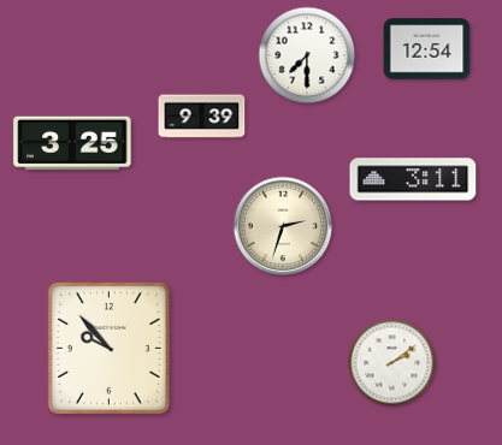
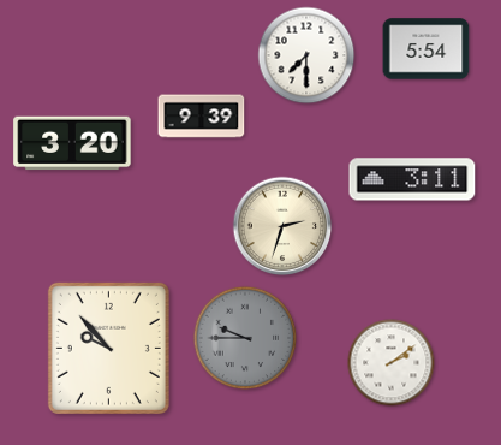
clock at (427, 49): 12:54 -> 5:54
clock at (72, 143): 3:25 -> 3:20
clock at (245, 338): none -> 9:45
